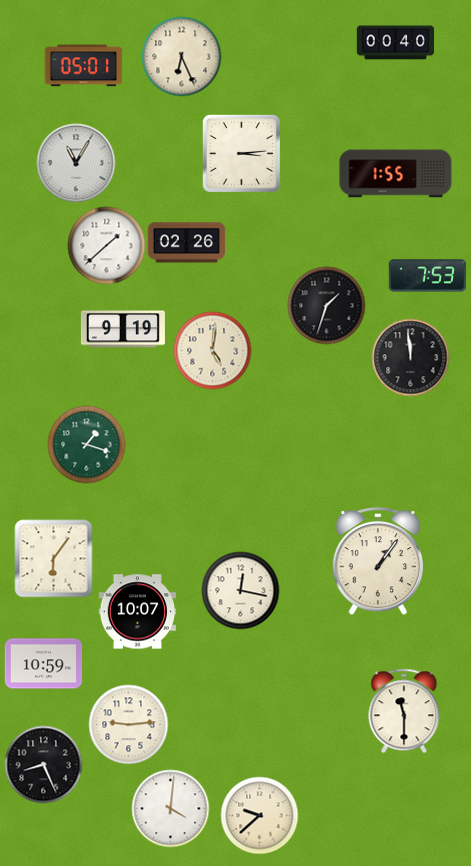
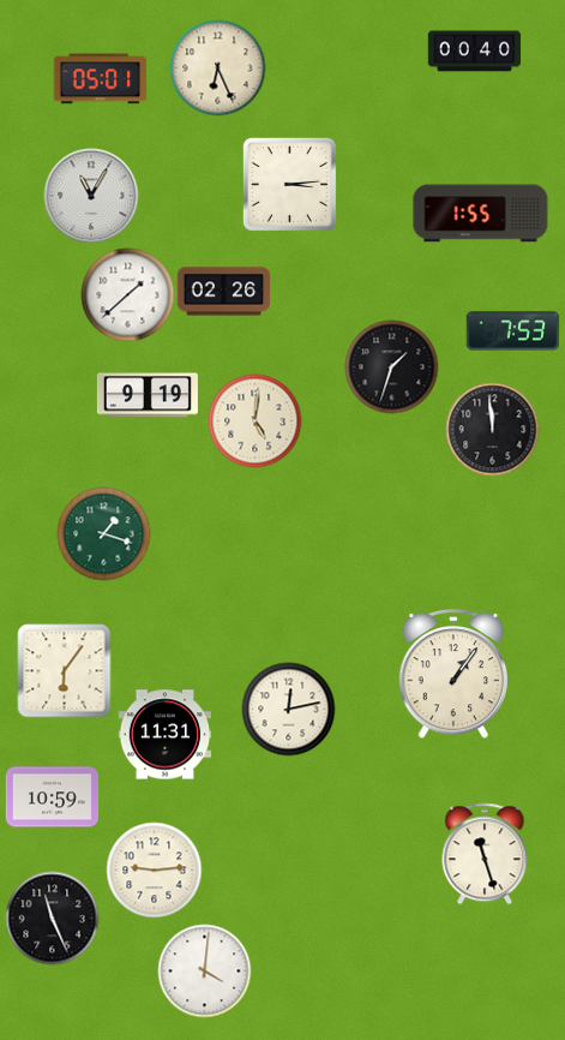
clock at (396, 174) position: (396, 174) -> (481, 214)
clock at (240, 590): 12:17 -> 12:13
clock at (137, 612): 10:07 -> 11:31
clock at (404, 711): 11:30 -> 11:27
clock at (43, 764): 8:26 -> 11:26
clock at (259, 815): 9:38 -> none
